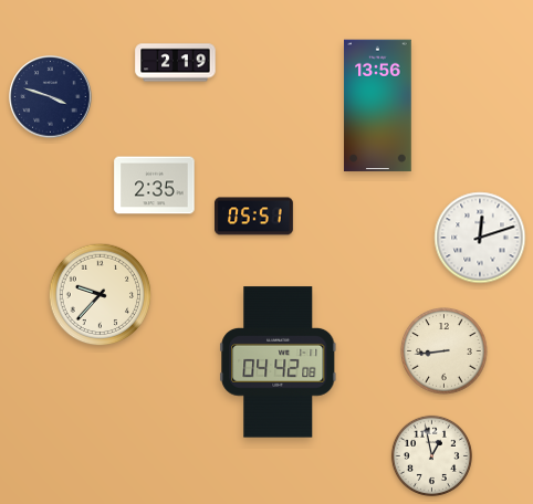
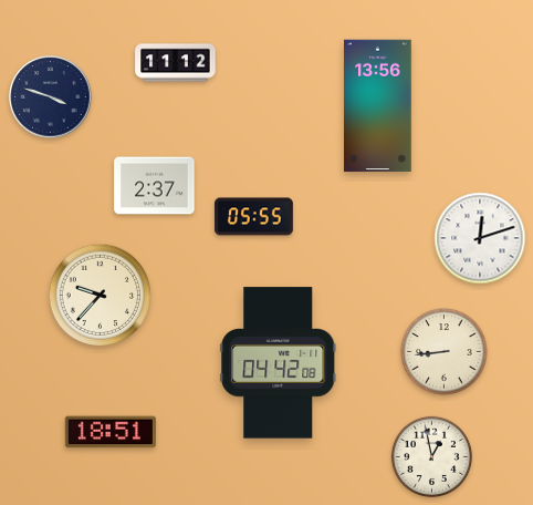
clock at (176, 63): 2:19 -> 11:12
clock at (155, 186): 2:35 -> 2:37
clock at (254, 217): 05:51 -> 05:55
clock at (111, 432): none -> 18:51
